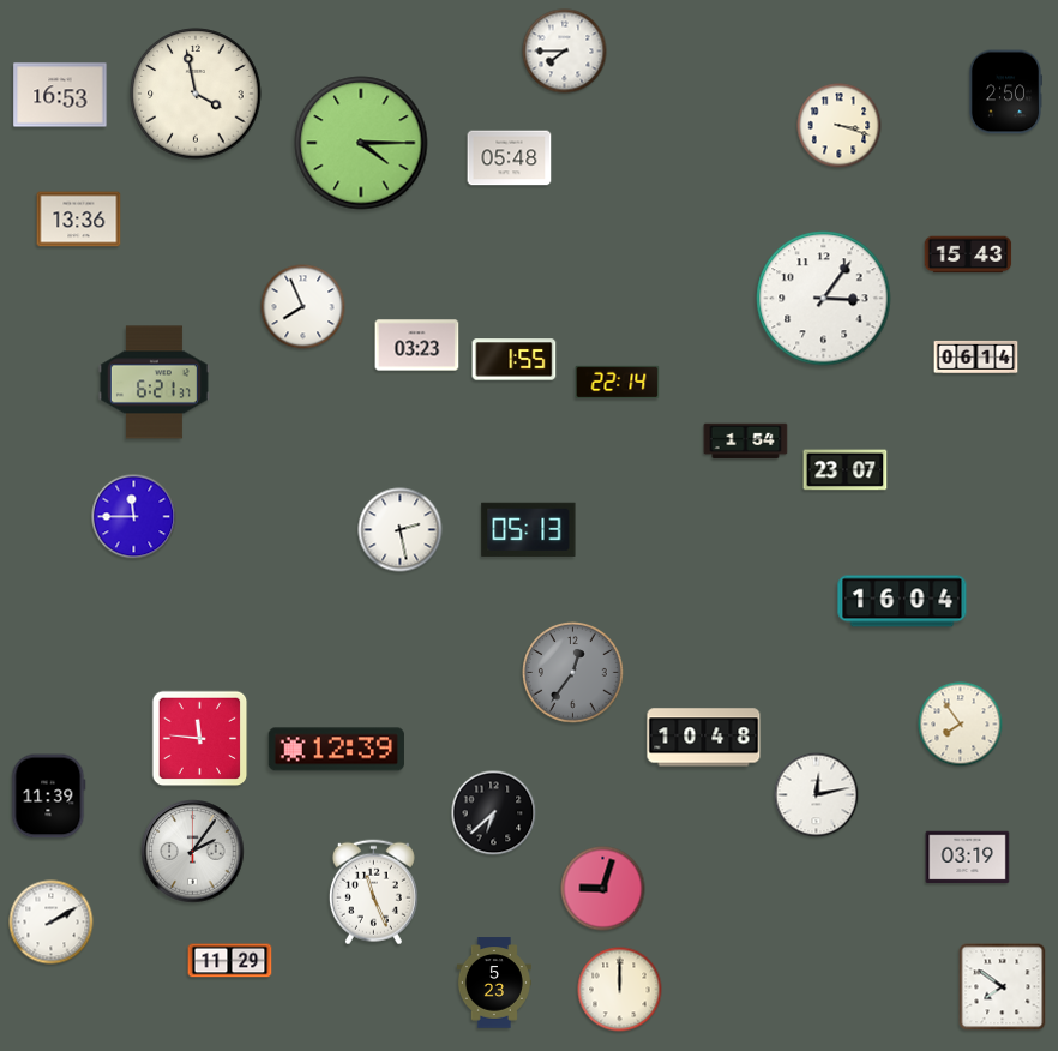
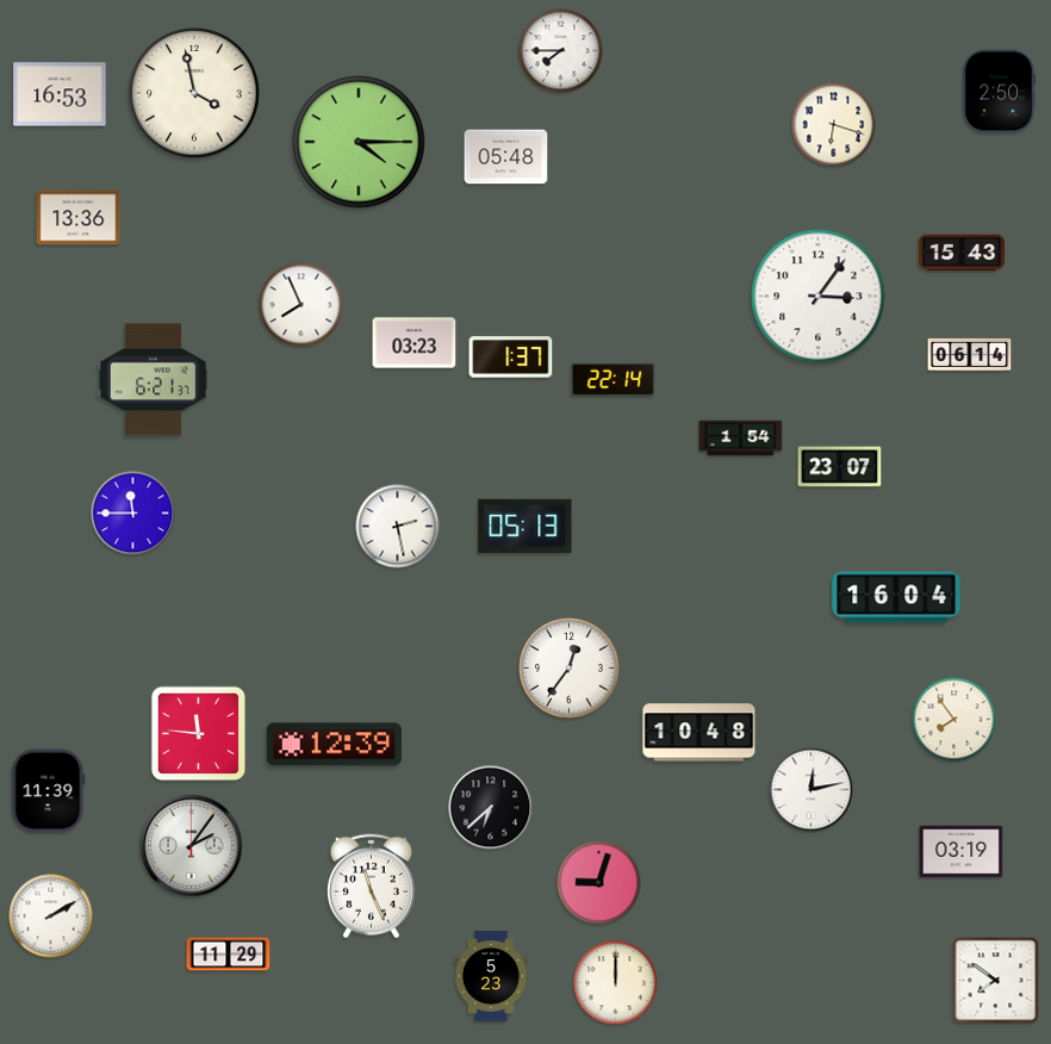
clock at (840, 126): 3:18 -> 6:18
clock at (515, 360): 1:55 -> 1:37
clock at (573, 673) dial: grey -> white
